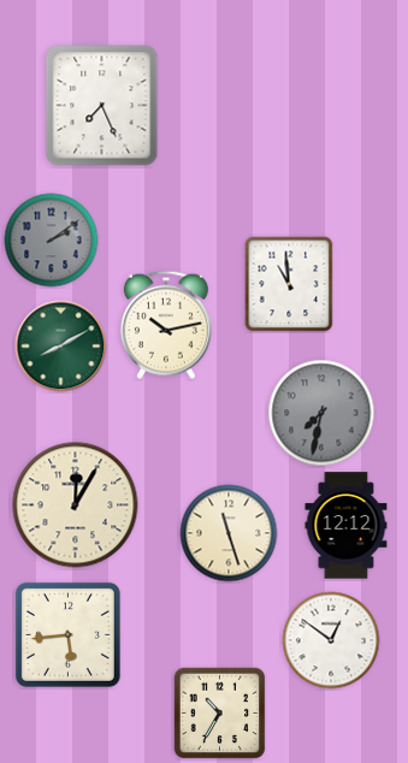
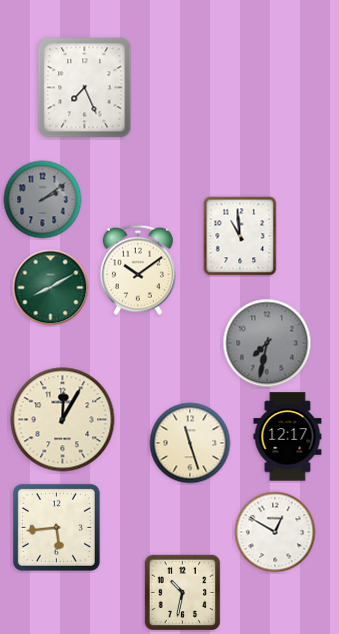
clock at (166, 325): 10:13 -> 10:09
clock at (347, 526): 12:12 -> 12:17
clock at (331, 640): 12:51 -> 12:50
clock at (219, 714): 10:35 -> 10:32
